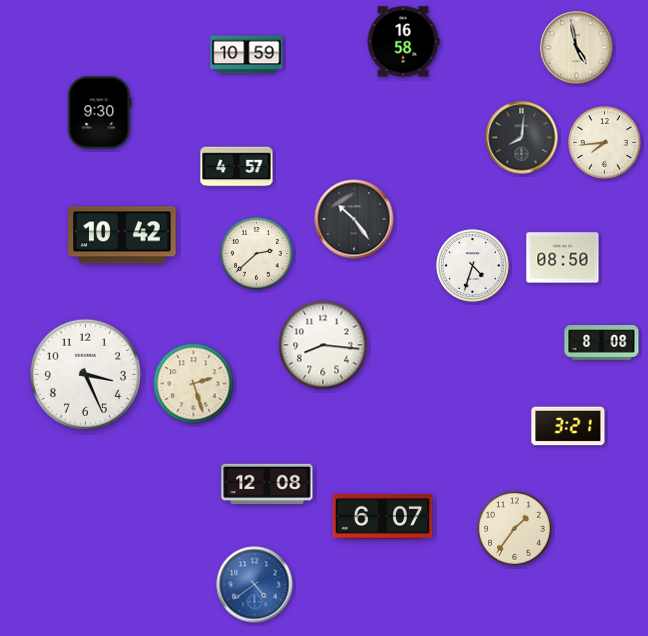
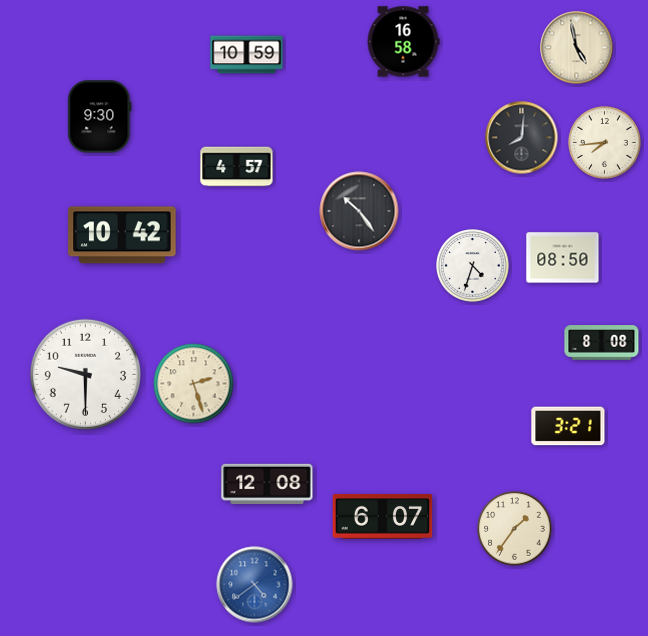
clock at (100, 113) position: (100, 113) -> (100, 117)
clock at (354, 219) position: (354, 219) -> (359, 211)
clock at (257, 254): 2:38 -> none
clock at (323, 345): 8:16 -> none
clock at (85, 374): 3:26 -> 9:30
